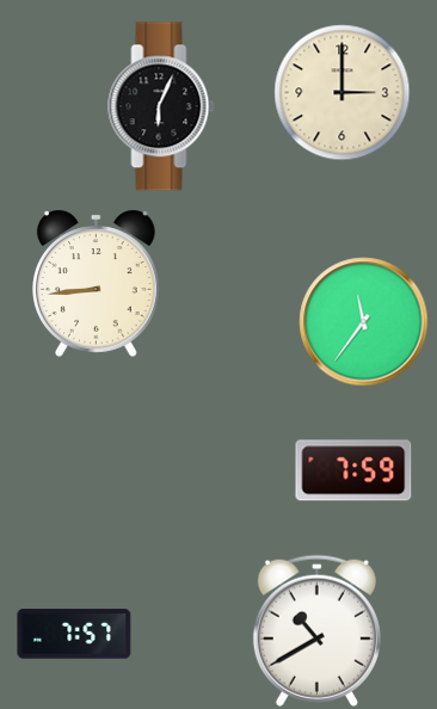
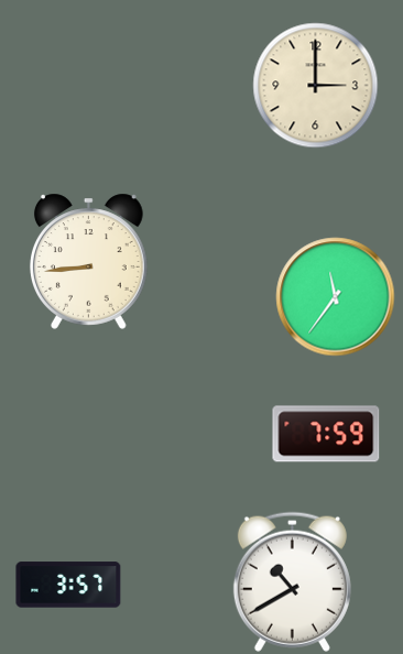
clock at (161, 106): 6:04 -> none
clock at (74, 634): 7:57 -> 3:57
